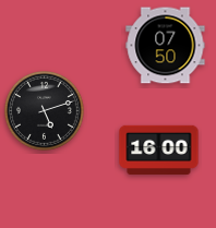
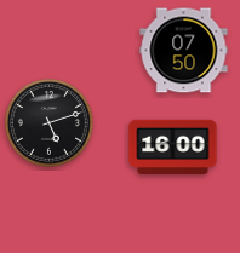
clock at (159, 149) position: (159, 149) -> (173, 146)
